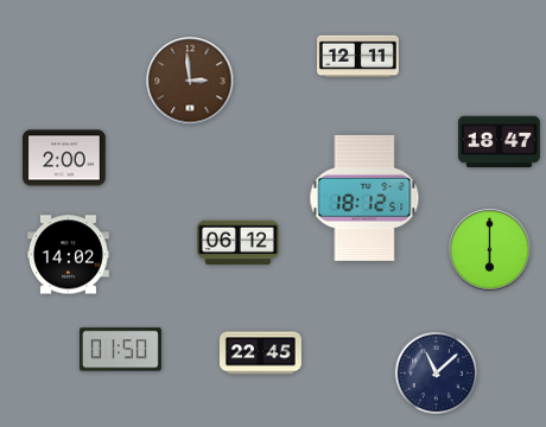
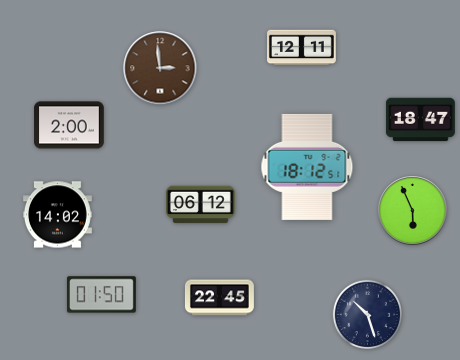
clock at (64, 158) position: (64, 158) -> (69, 125)
clock at (490, 250): 6:00 -> 5:56
clock at (436, 372): 11:08 -> 10:27
